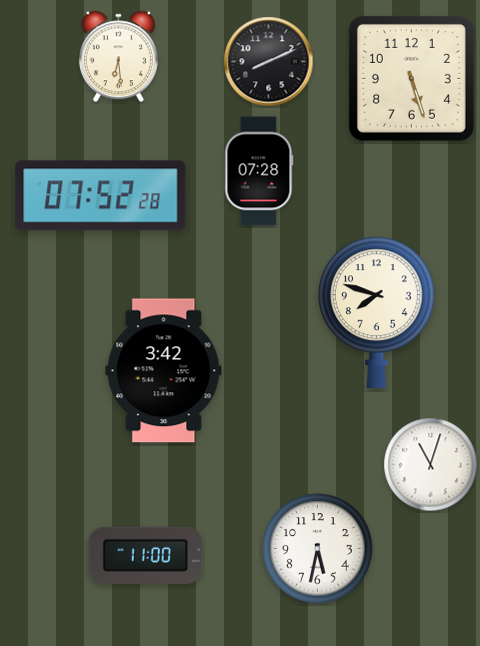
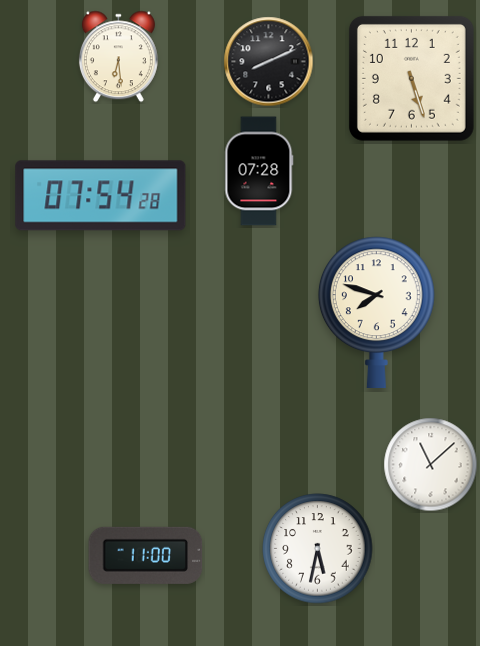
clock at (101, 196): 07:52 -> 07:54
clock at (164, 371): 3:42 -> none
clock at (431, 465): 11:03 -> 11:08
